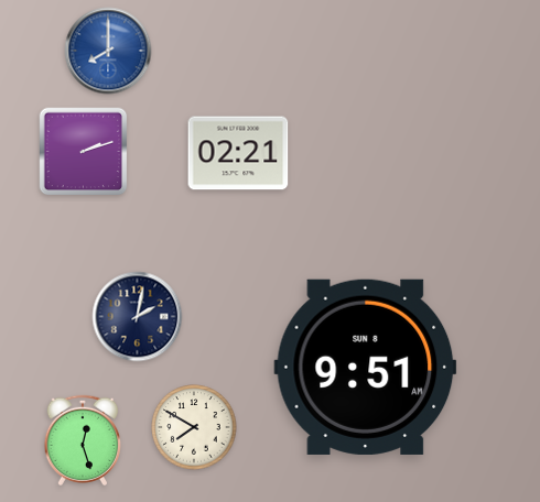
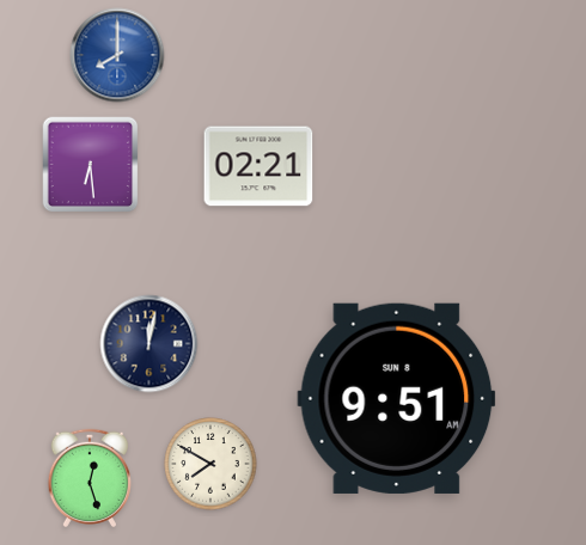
clock at (84, 152): 2:12 -> 6:29
clock at (138, 317): 2:02 -> 12:02
